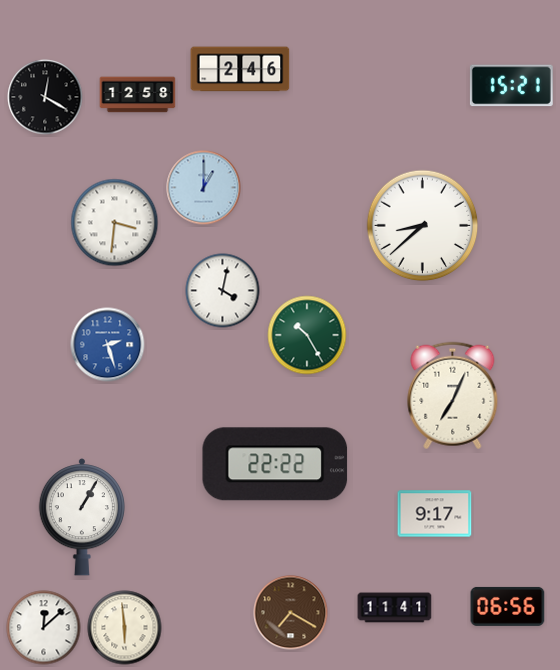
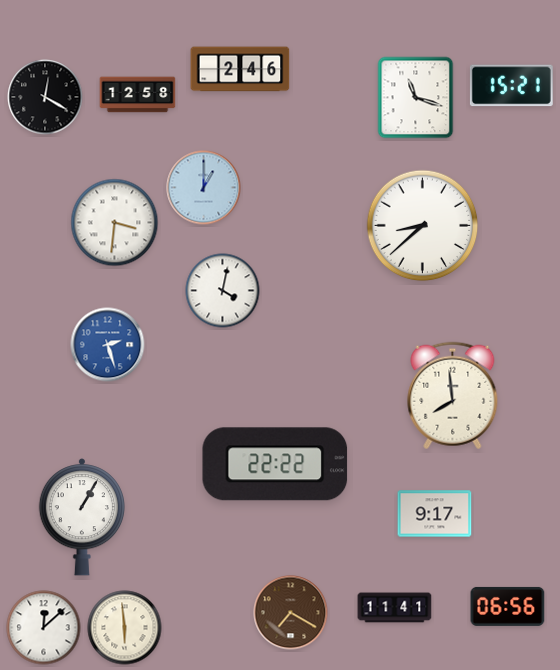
clock at (416, 98): none -> 11:18
clock at (307, 335): 10:25 -> none
clock at (453, 396): 7:04 -> 7:59
